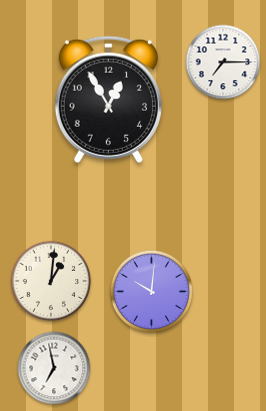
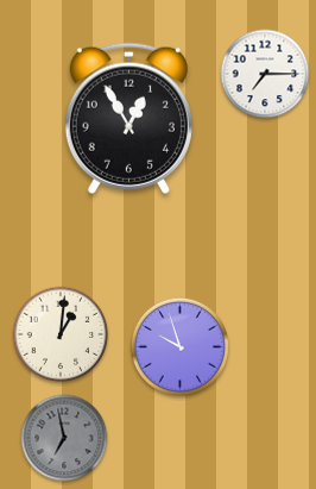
clock at (151, 291): 10:01 -> 9:57
clock at (54, 368) dial: white -> grey
